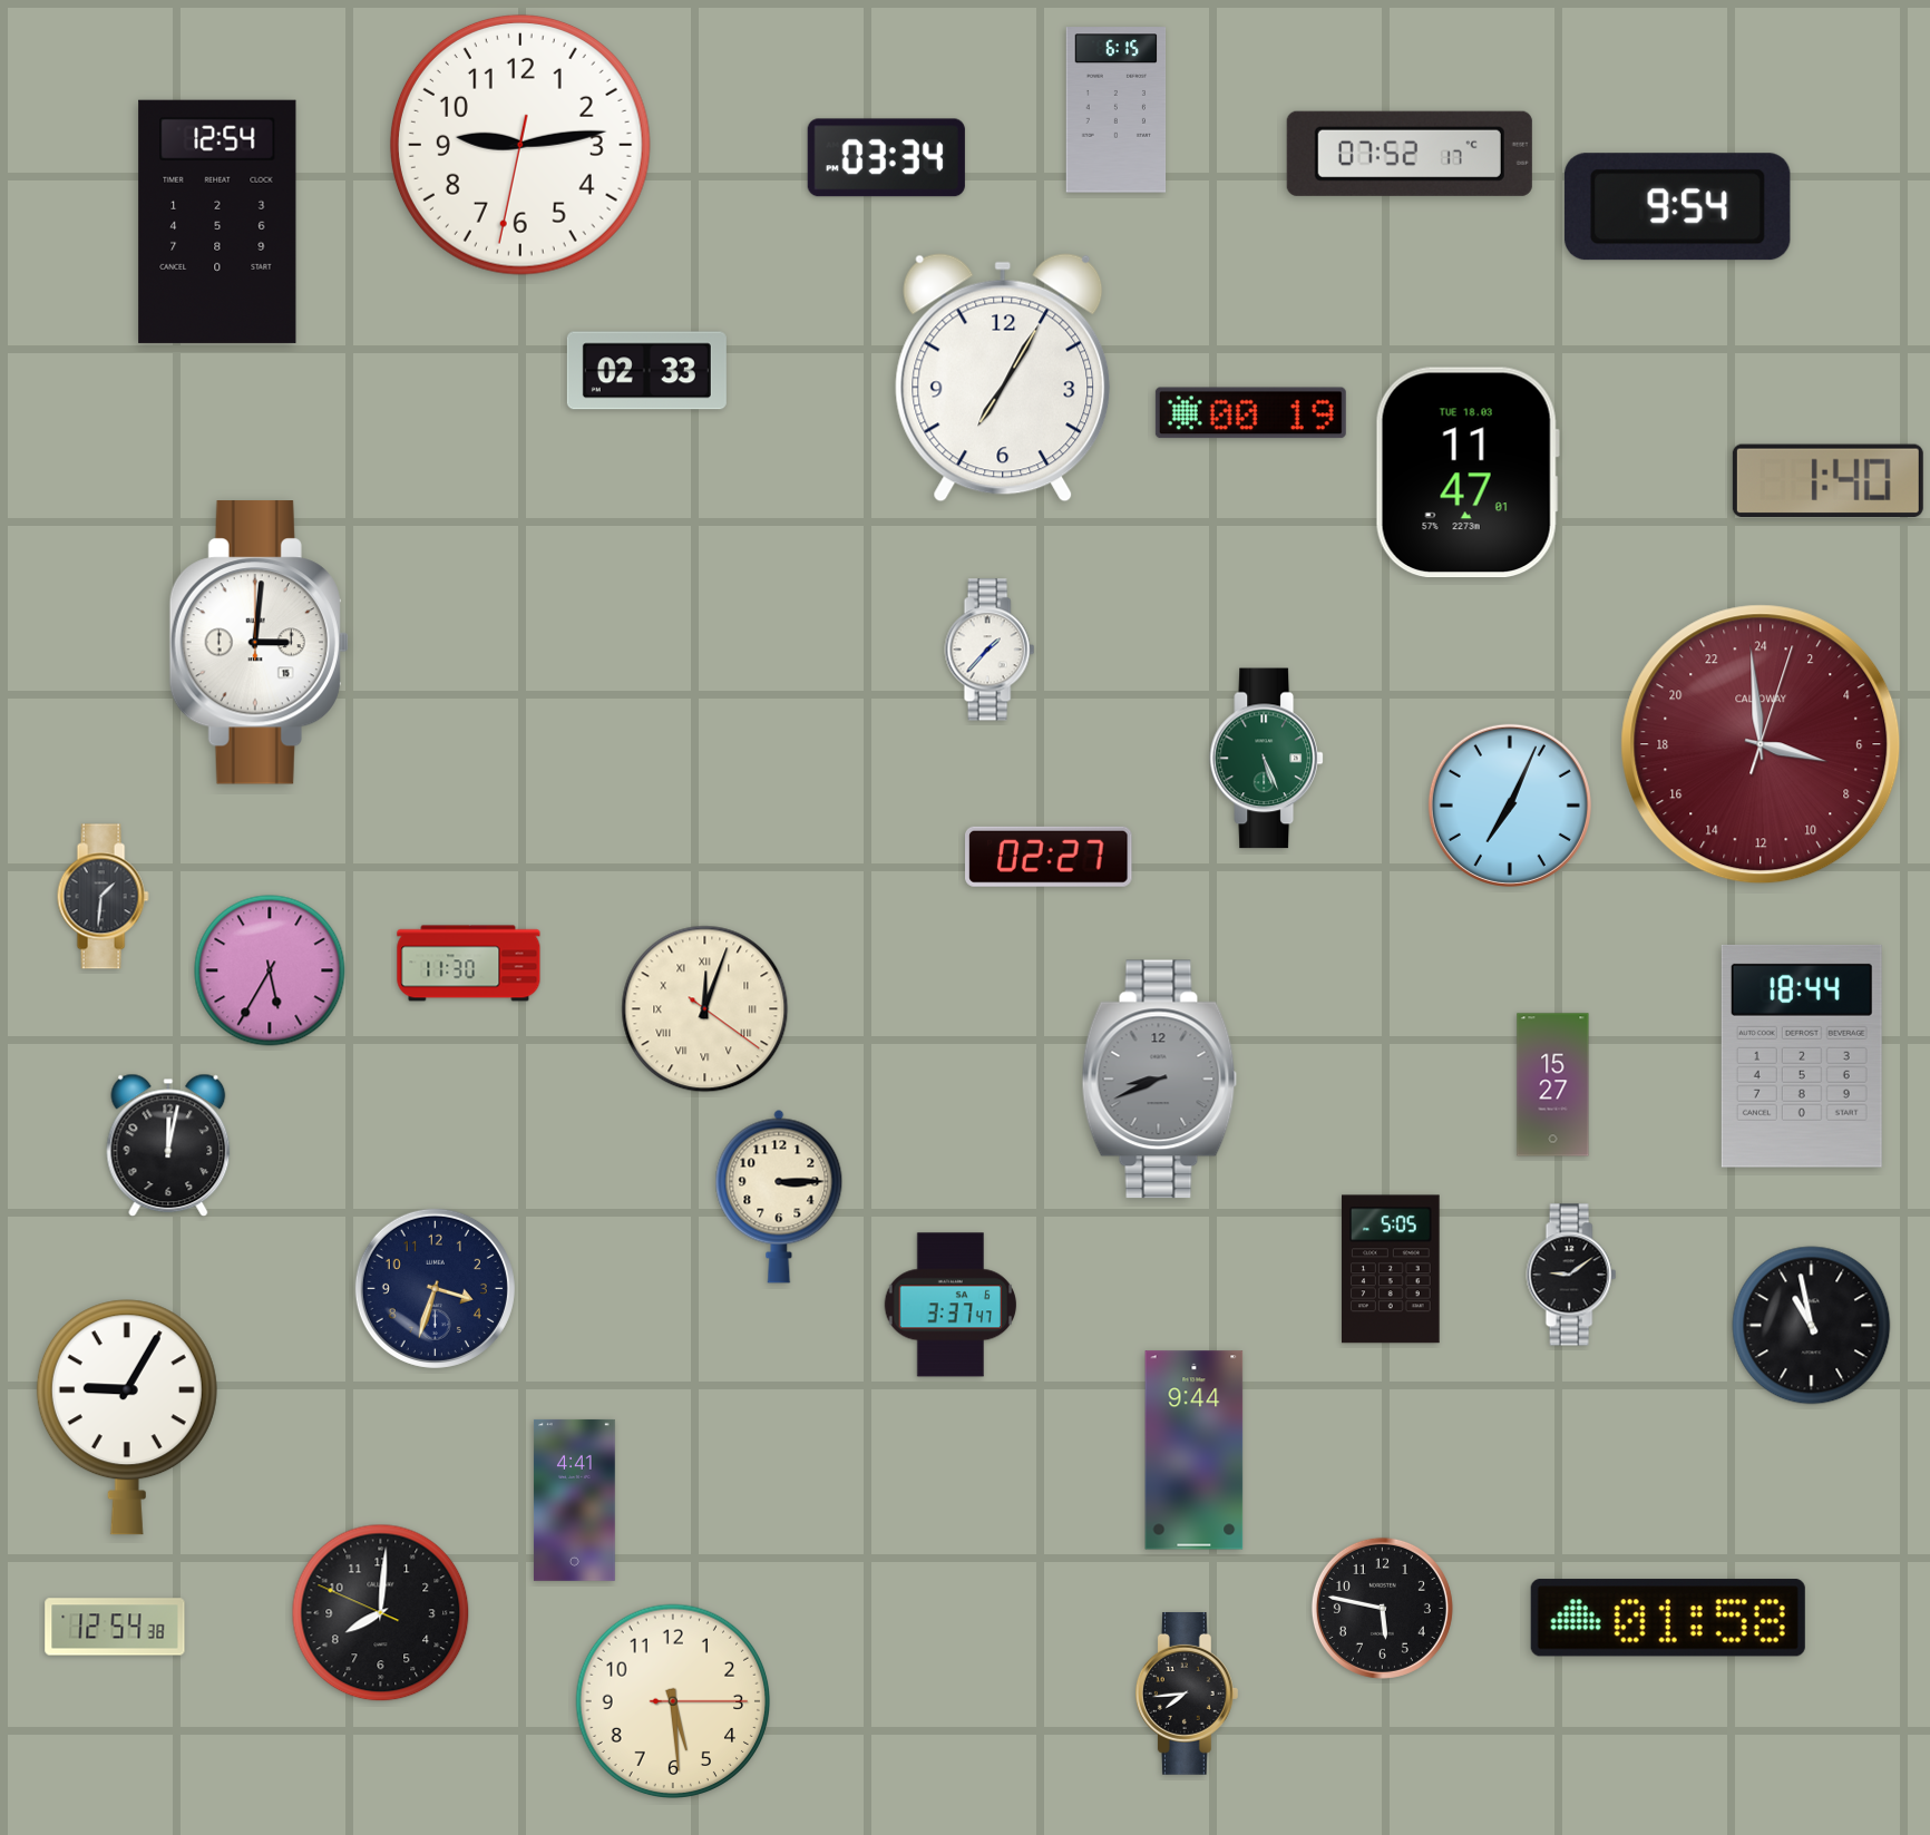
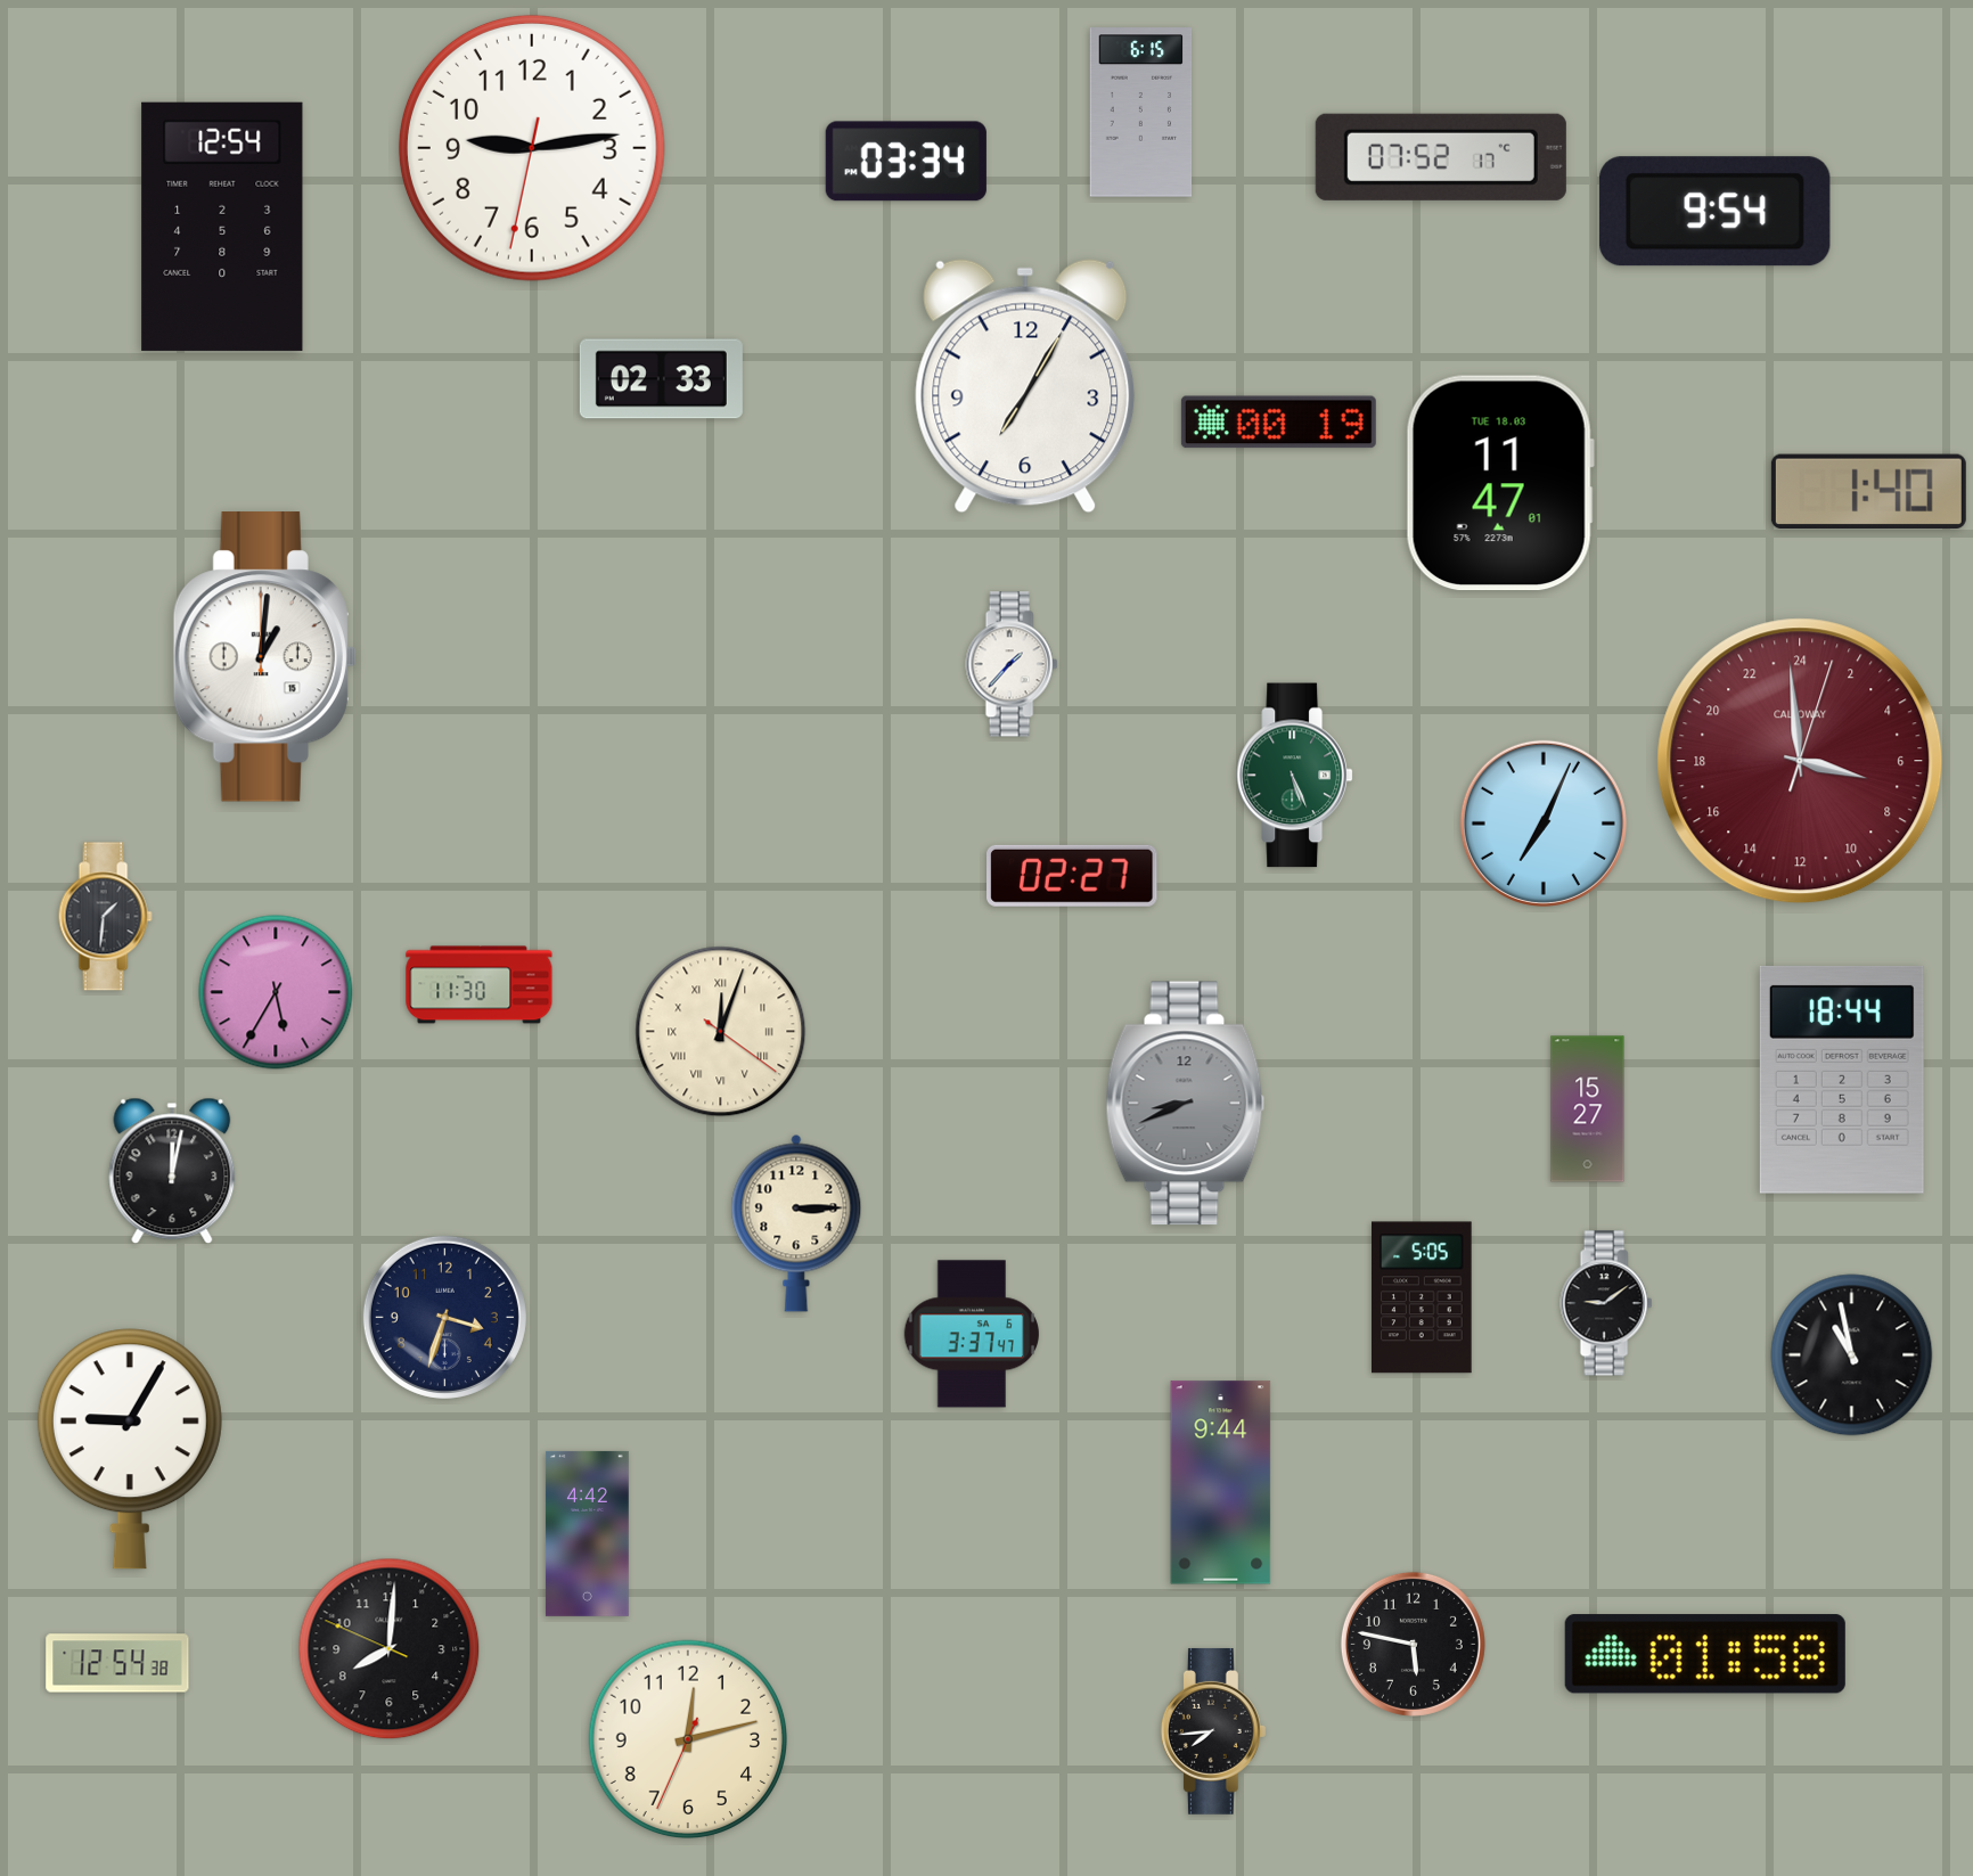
clock at (259, 643): 3:01 -> 1:01
clock at (574, 1500): 4:41 -> 4:42
clock at (673, 1701): 5:29 -> 12:12
